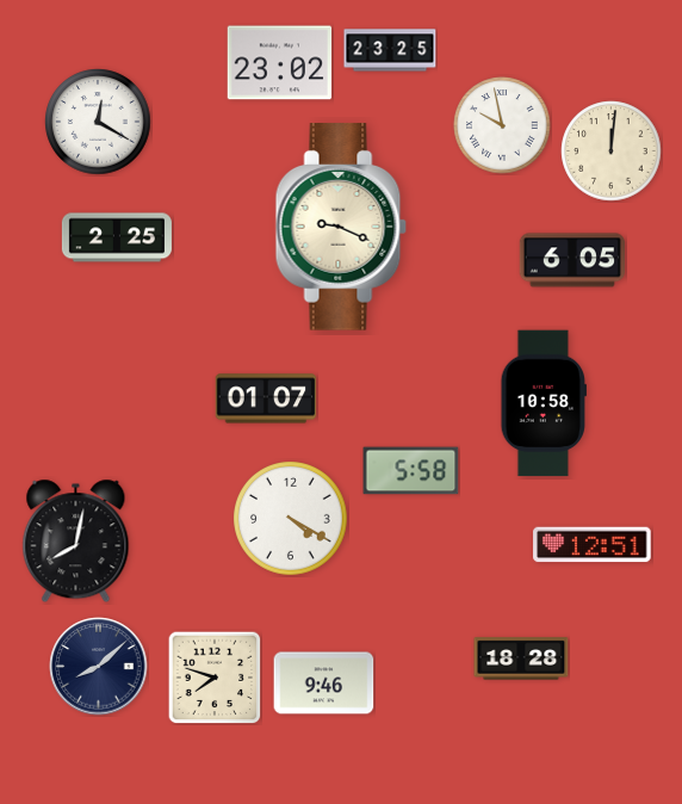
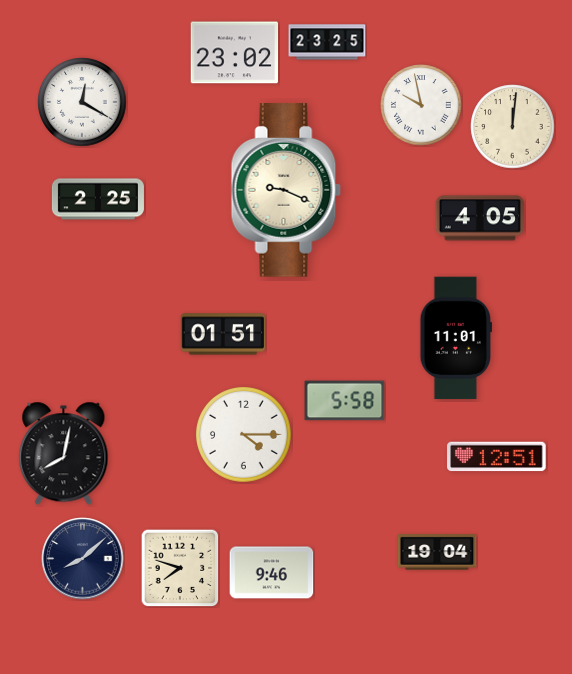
clock at (572, 260): 6:05 -> 4:05
clock at (266, 398): 01:07 -> 01:51
clock at (542, 403): 10:58 -> 11:01
clock at (411, 471) position: (411, 471) -> (345, 401)
clock at (291, 519): 4:20 -> 4:15
clock at (521, 658): 18:28 -> 19:04
